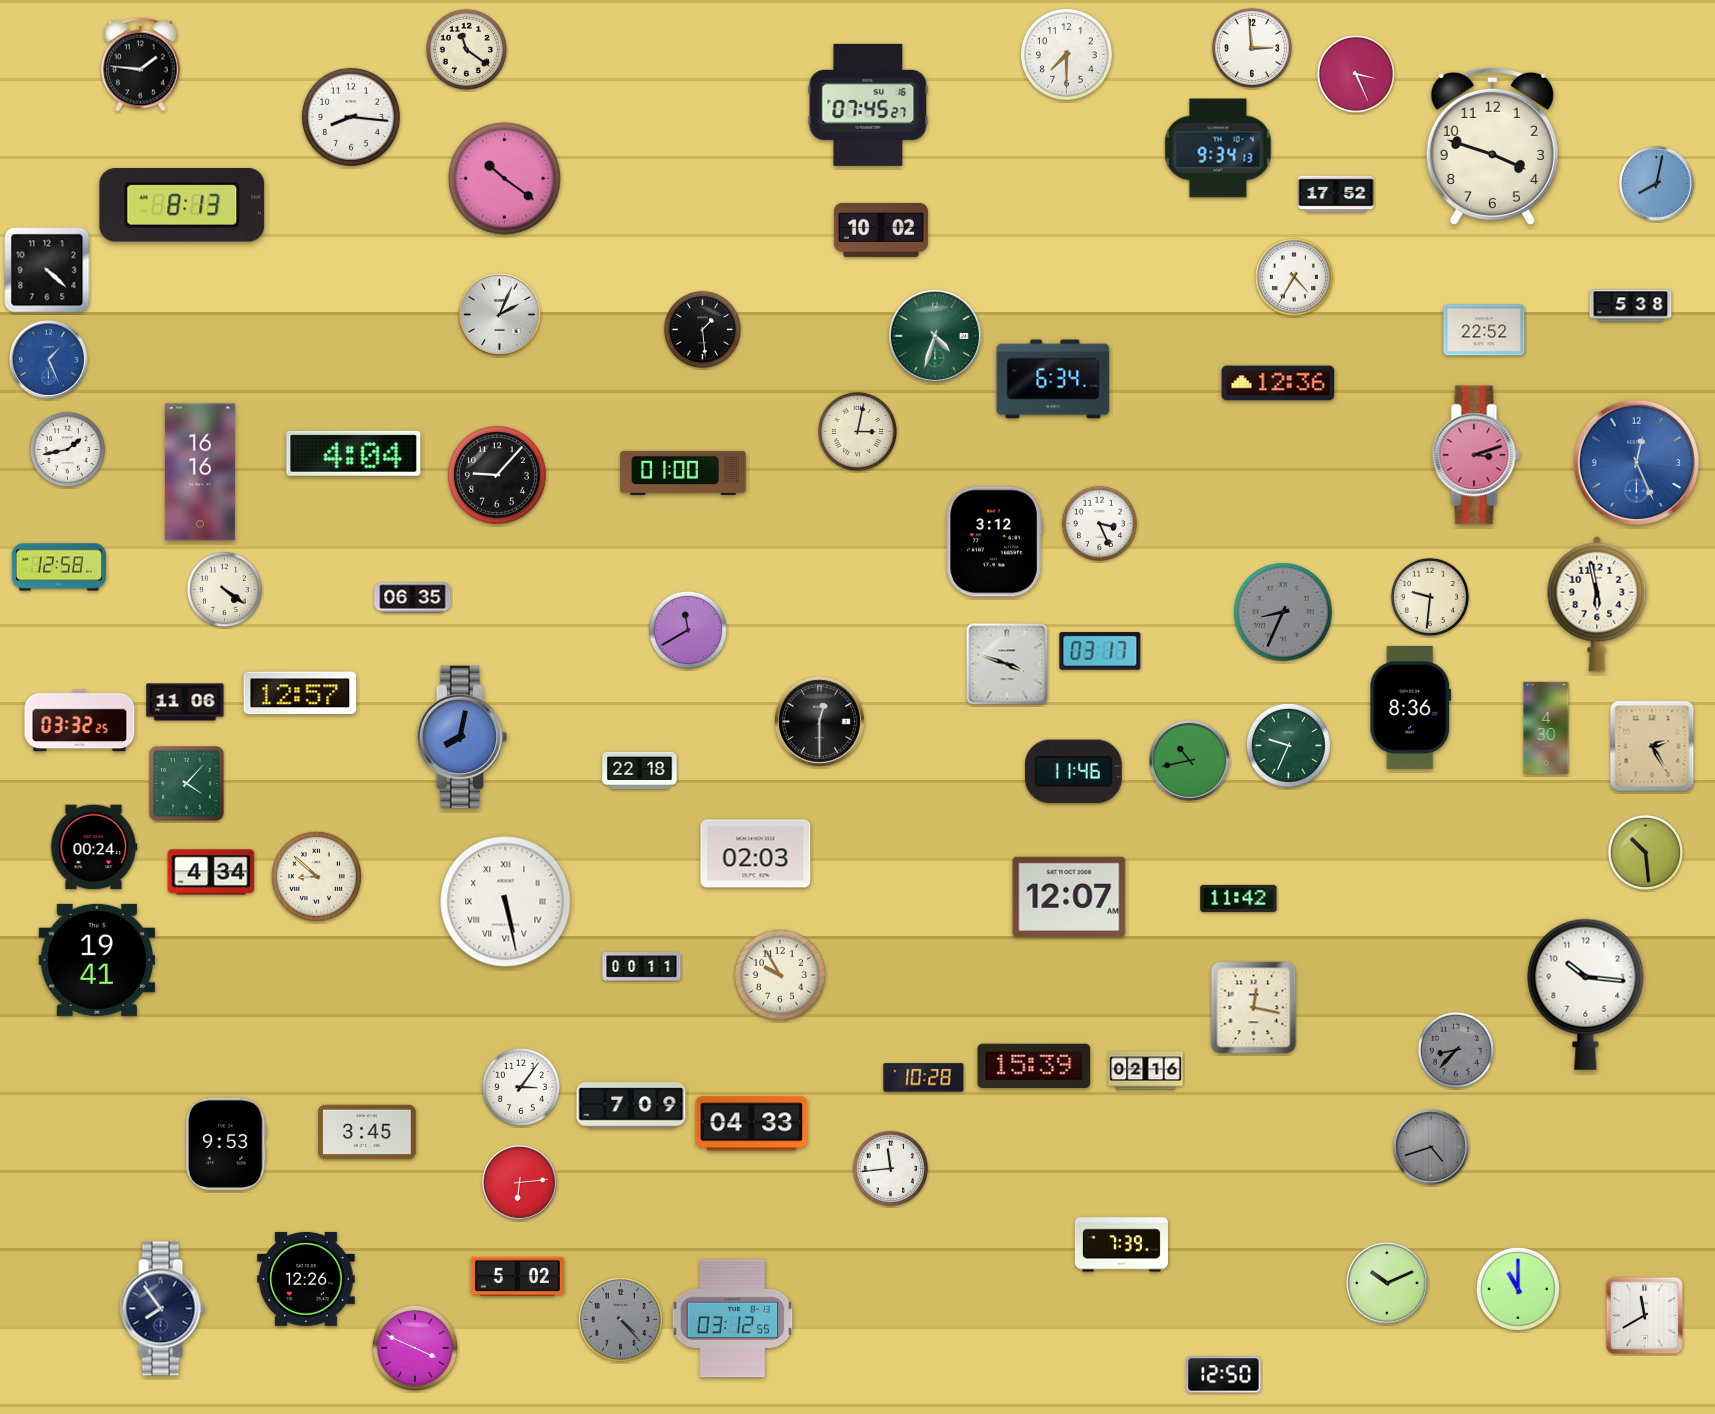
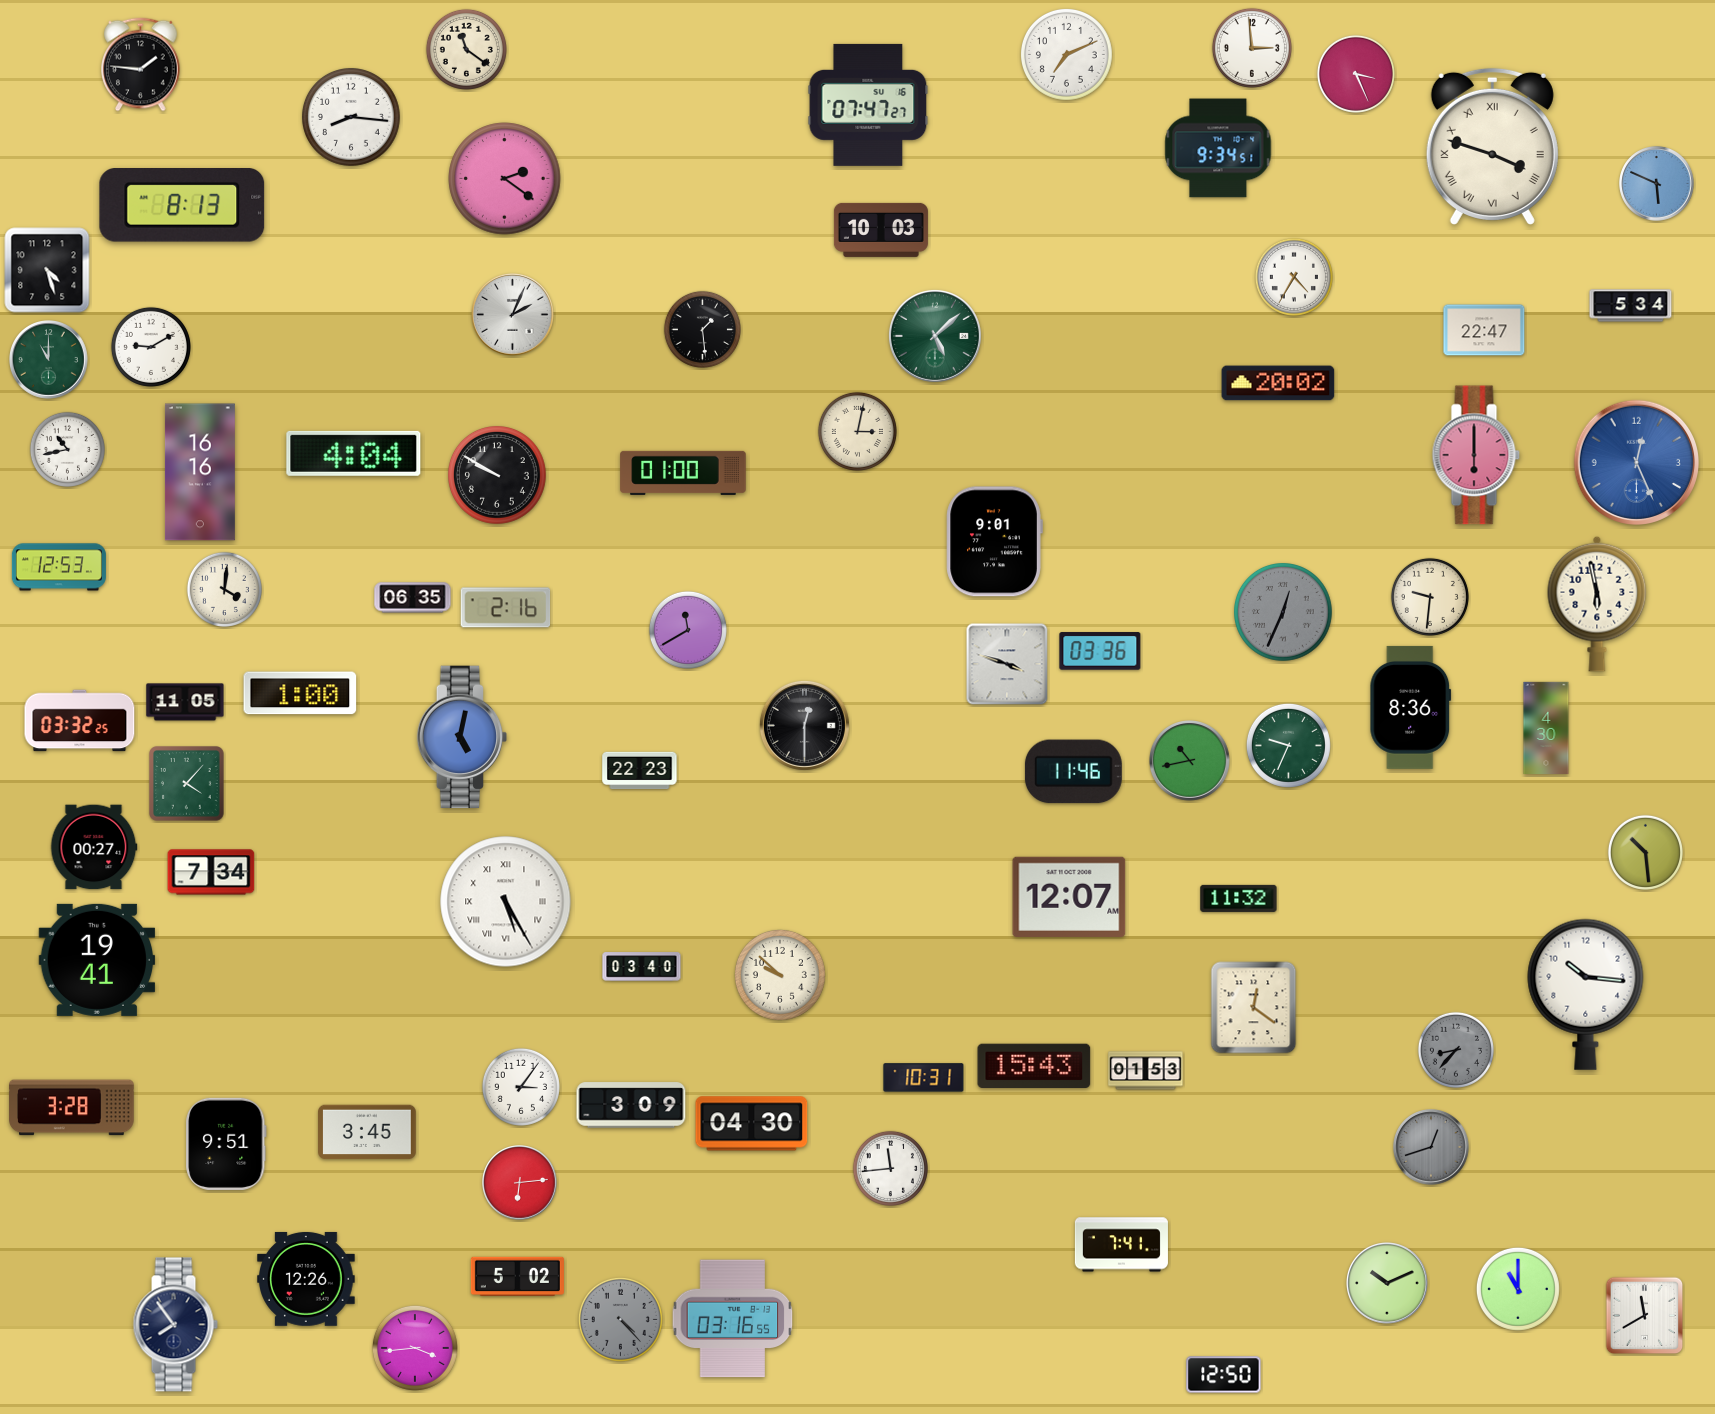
clock at (1066, 54): 7:30 -> 7:11
clock at (868, 105): 07:45 -> 07:47
clock at (1492, 146) numerals: Arabic -> Roman
clock at (1218, 148): 9:34:13 -> 9:34:51
clock at (505, 179): 10:21 -> 2:21
clock at (1657, 184): 8:02 -> 5:49
clock at (1336, 194): 17:52 -> none
clock at (881, 230): 10:02 -> 10:03
clock at (47, 270): 4:22 -> 4:27
clock at (1631, 306): 5:38 -> 5:34
clock at (500, 315) position: (500, 315) -> (513, 315)
clock at (1484, 330): 22:52 -> 22:47
clock at (935, 336): 4:33 -> 5:08
clock at (151, 347): none -> 9:10
clock at (49, 360): 1:26 -> 11:00
clock at (49, 360) dial: blue -> green
clock at (1053, 379): 6:34 -> none
clock at (1278, 383): 12:36 -> 20:02
clock at (67, 449): 1:43 -> 10:43
clock at (1476, 455): 3:12 -> 6:00
clock at (498, 476): 9:07 -> 9:50
clock at (1099, 523): 3:26 -> none
clock at (994, 542): 3:12 -> 9:01
clock at (59, 567): 12:58 -> 12:53
clock at (224, 589): 4:21 -> 4:01
clock at (506, 608): none -> 2:16
clock at (1284, 613): 8:34 -> 12:34
clock at (1100, 651): 03:17 -> 03:36
clock at (300, 693): 12:57 -> 1:00
clock at (185, 702): 11:06 -> 11:05
clock at (819, 721) position: (819, 721) -> (804, 725)
clock at (462, 737): 8:02 -> 5:02
clock at (1652, 746): 2:25 -> none
clock at (640, 771): 22:18 -> 22:23
clock at (94, 847): 00:24 -> 00:27
clock at (756, 854): 02:03 -> none
clock at (211, 872): 4:34 -> 7:34
clock at (316, 876): 8:52 -> none
clock at (1239, 898): 11:42 -> 11:32
clock at (506, 902): 5:28 -> 5:25
clock at (642, 967): 00:11 -> 03:40
clock at (780, 975): 9:55 -> 9:52
clock at (1254, 1008): 12:17 -> 12:21
clock at (1034, 1065): 15:39 -> 15:43
clock at (1146, 1071): 02:16 -> 01:53
clock at (924, 1078): 10:28 -> 10:31
clock at (631, 1105): 7:09 -> 3:09
clock at (72, 1108): none -> 3:28
clock at (752, 1124): 04:33 -> 04:30
clock at (226, 1144): 9:53 -> 9:51
clock at (1431, 1147): 4:42 -> 12:42
clock at (1121, 1245): 7:39 -> 7:41
clock at (162, 1309) position: (162, 1309) -> (175, 1325)
clock at (733, 1319): 03:12 -> 03:16
clock at (415, 1348): 3:49 -> 3:44
